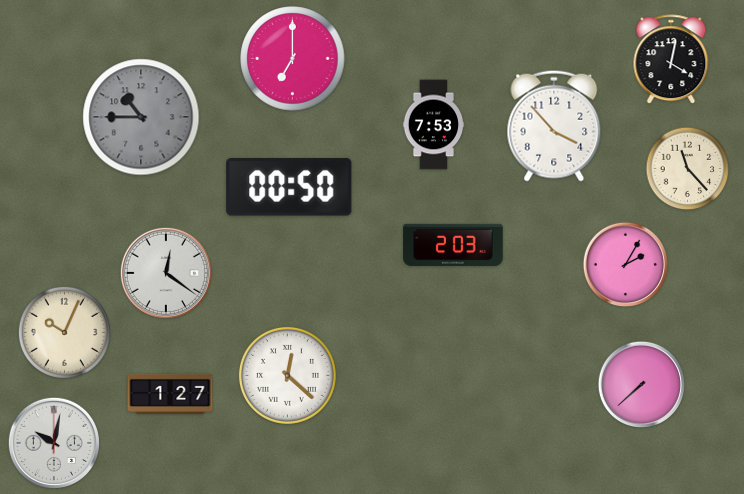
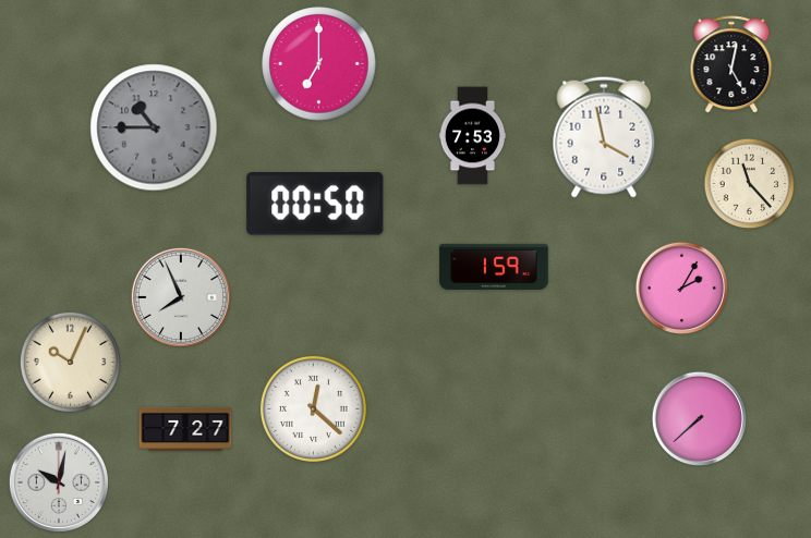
clock at (671, 60): 4:02 -> 5:02
clock at (554, 126): 3:53 -> 3:58
clock at (453, 245): 2:03 -> 1:59
clock at (166, 273): 12:21 -> 7:56
clock at (170, 394): 1:27 -> 7:27
